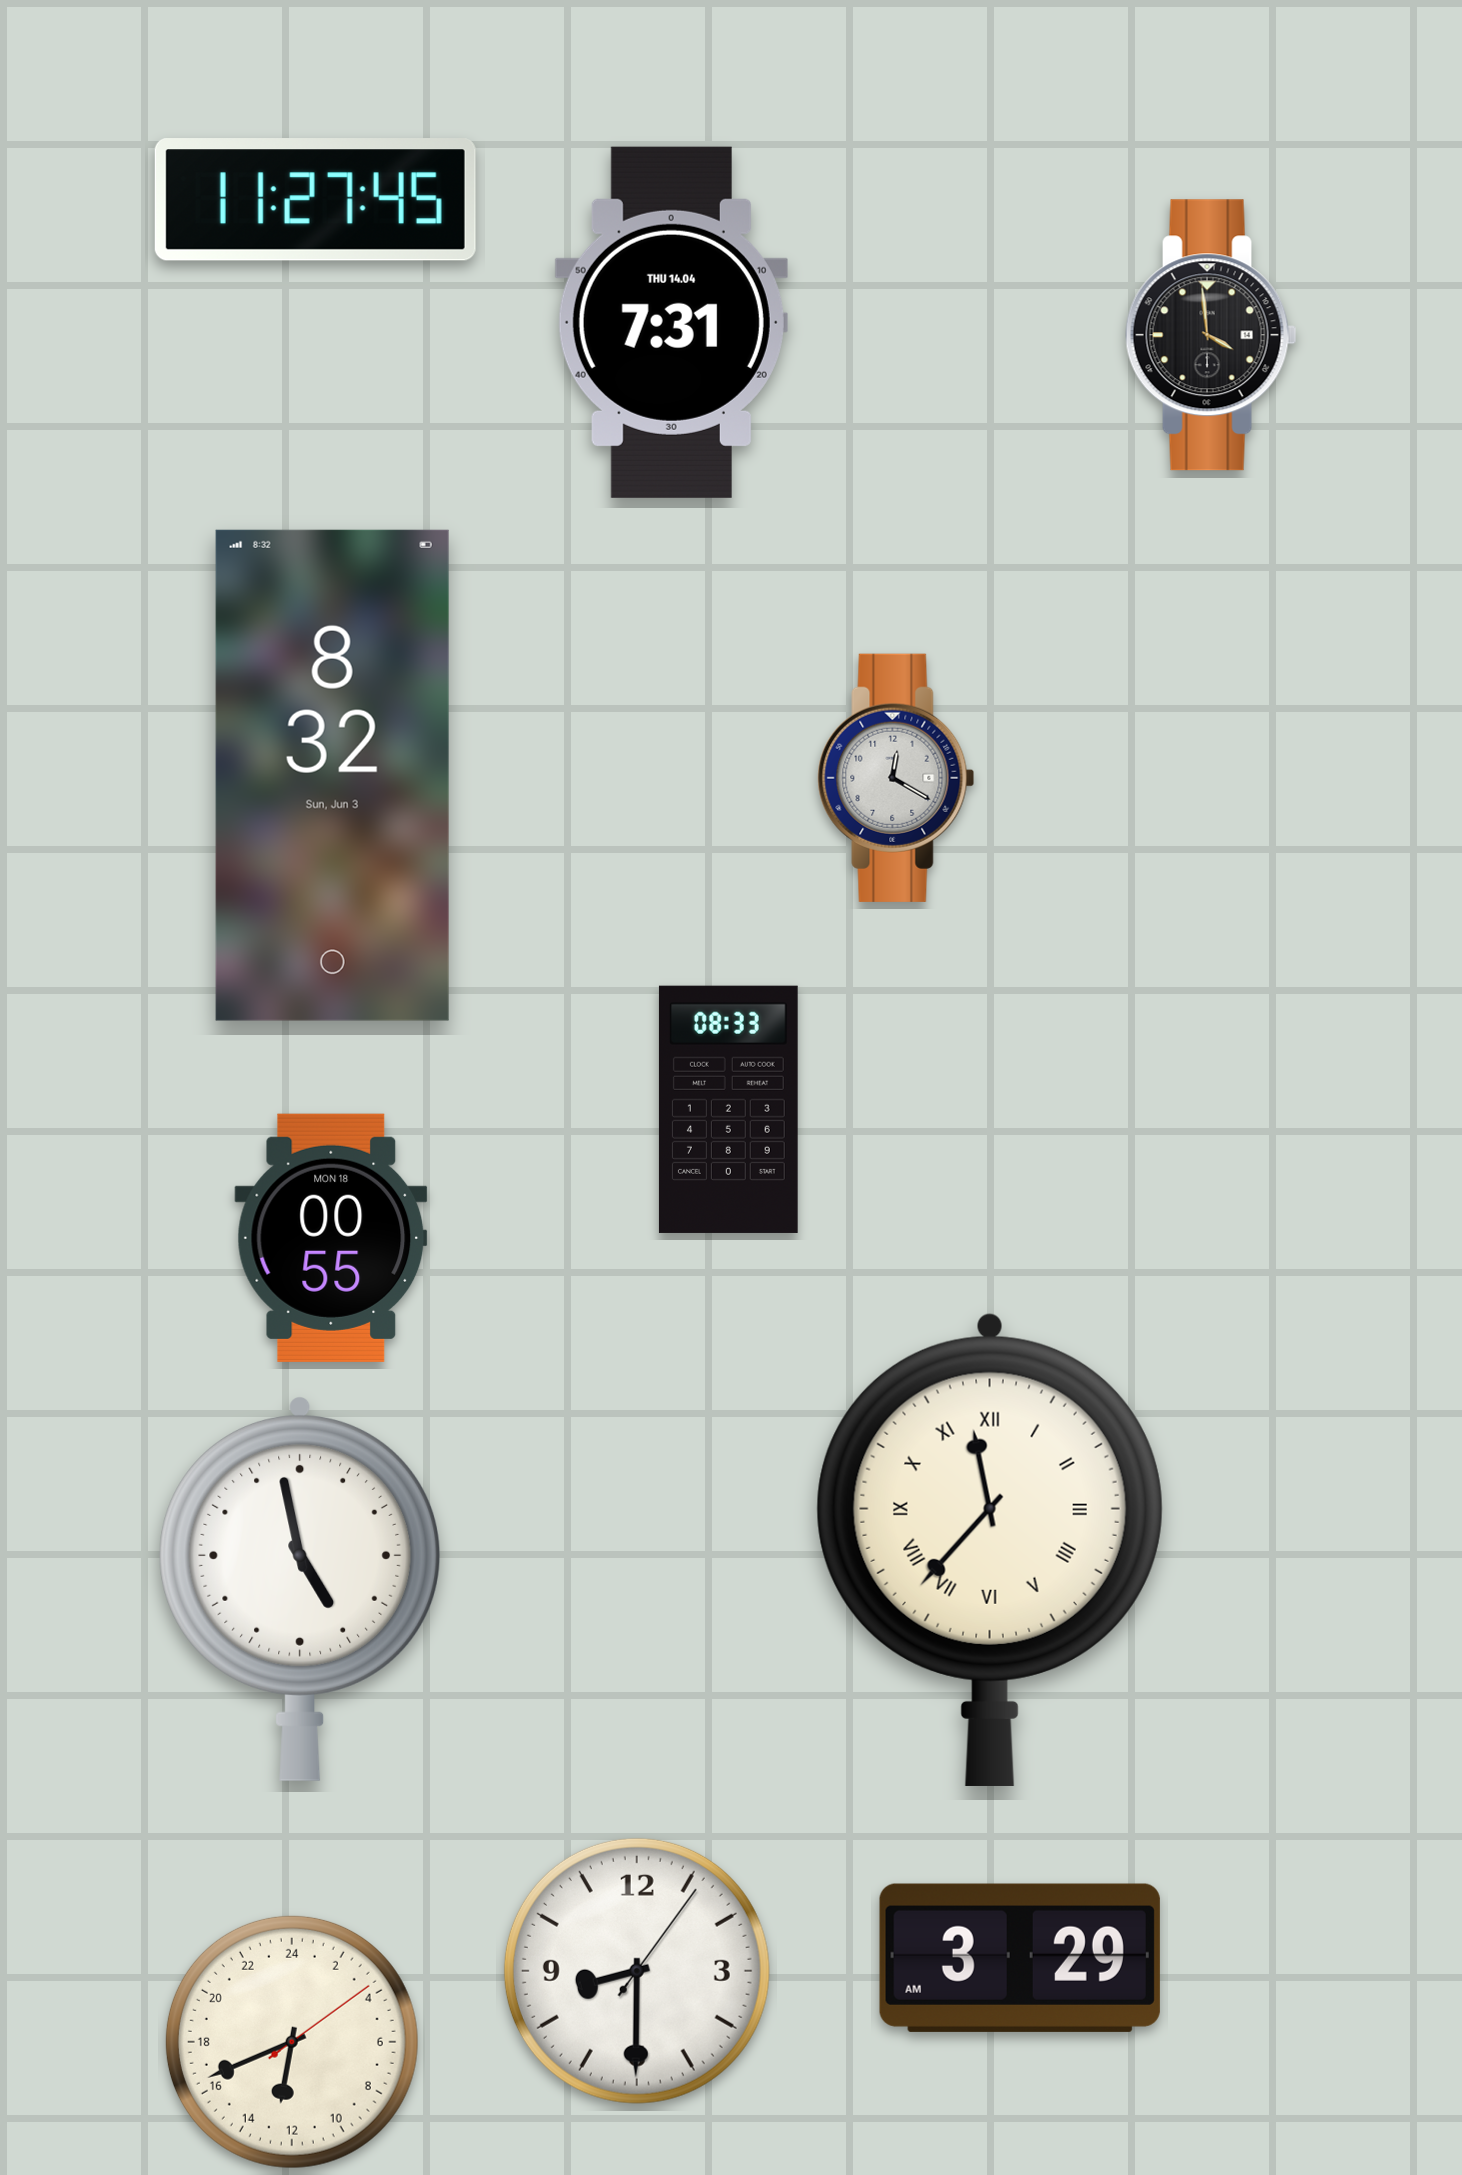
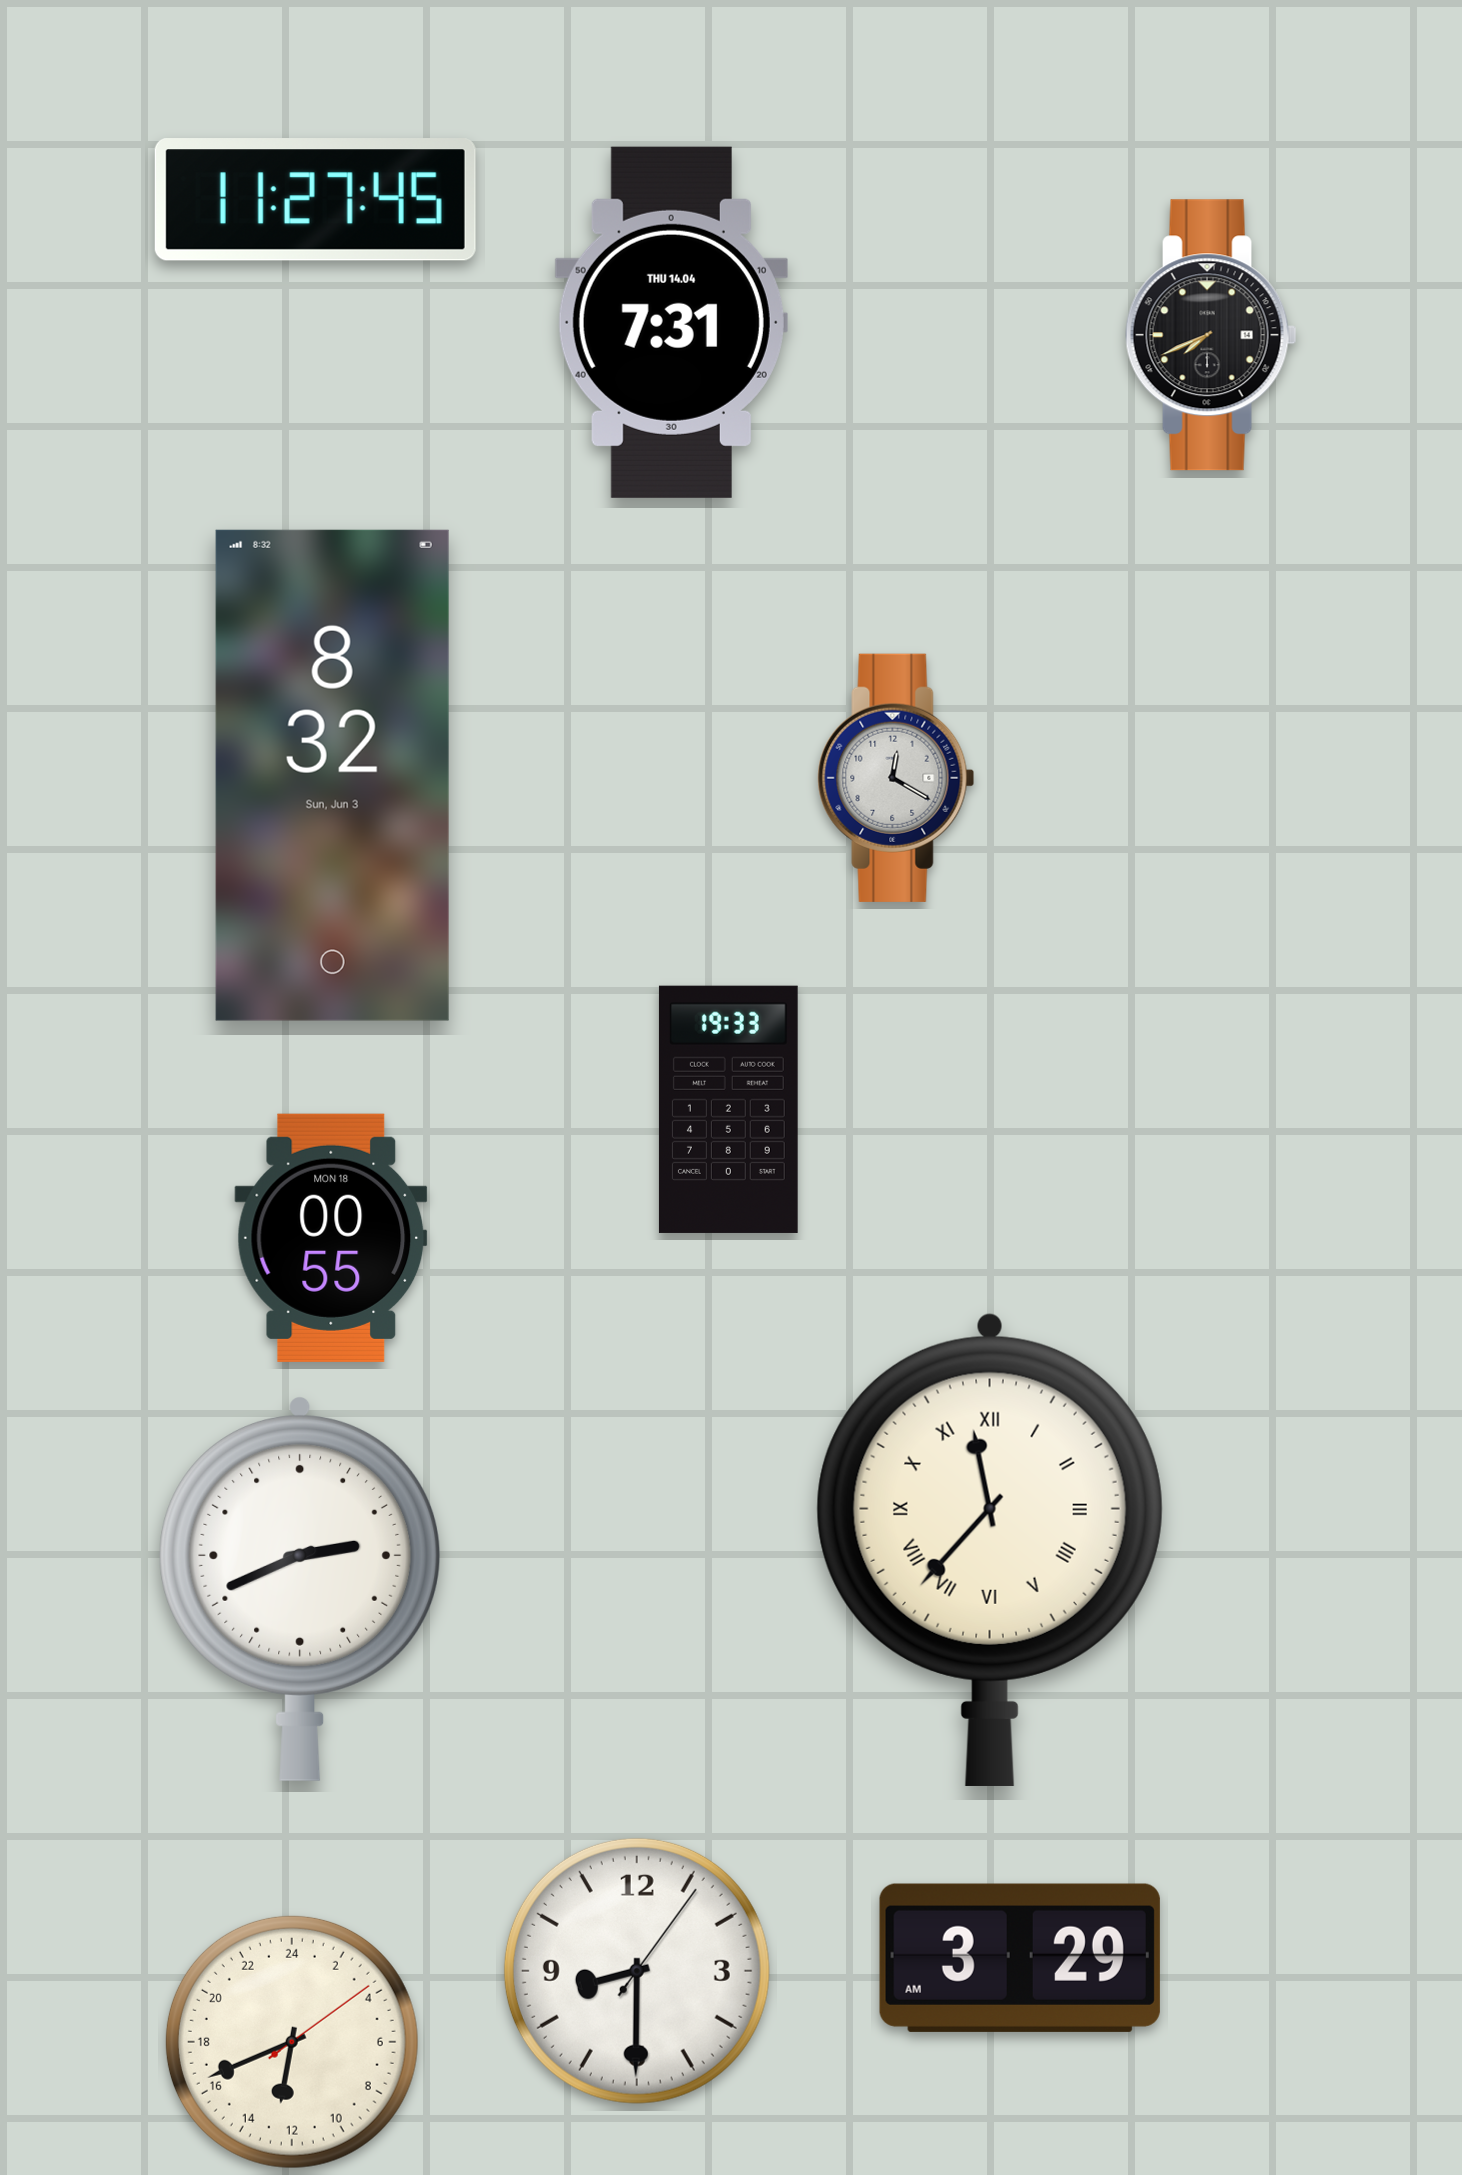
clock at (1211, 335): 3:59 -> 7:41
clock at (728, 1109): 08:33 -> 19:33
clock at (299, 1589): 4:58 -> 2:41
